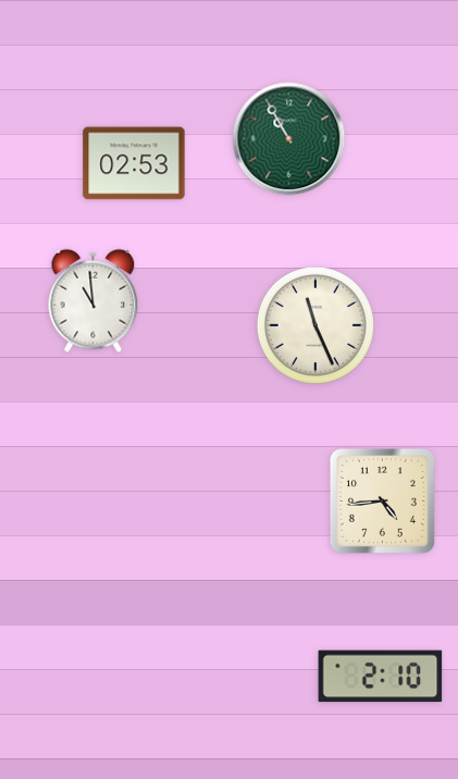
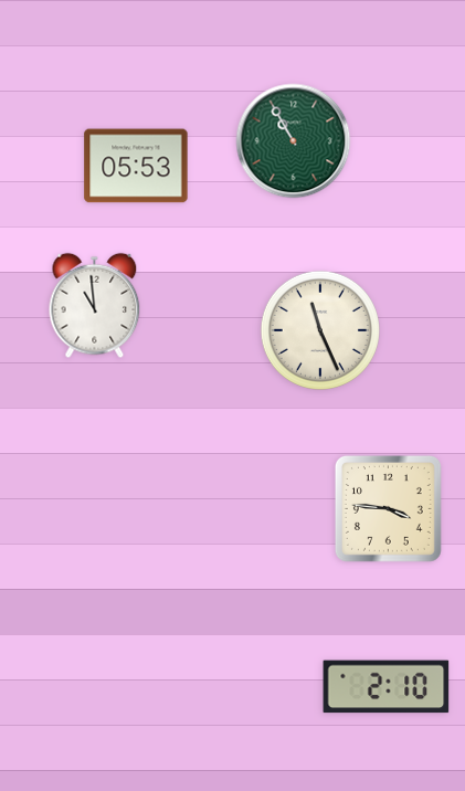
clock at (134, 163): 02:53 -> 05:53
clock at (382, 500): 4:44 -> 3:46
